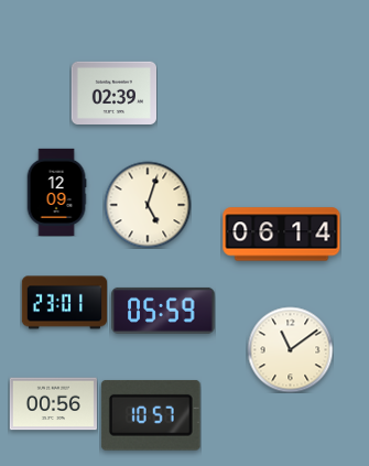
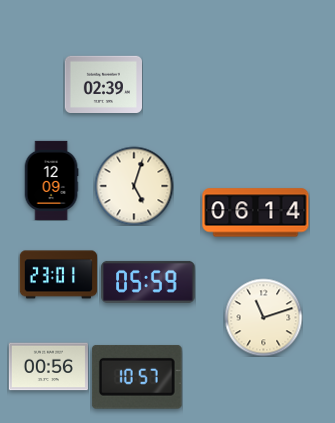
clock at (56, 192) position: (56, 192) -> (51, 180)
clock at (290, 349): 11:09 -> 11:12
